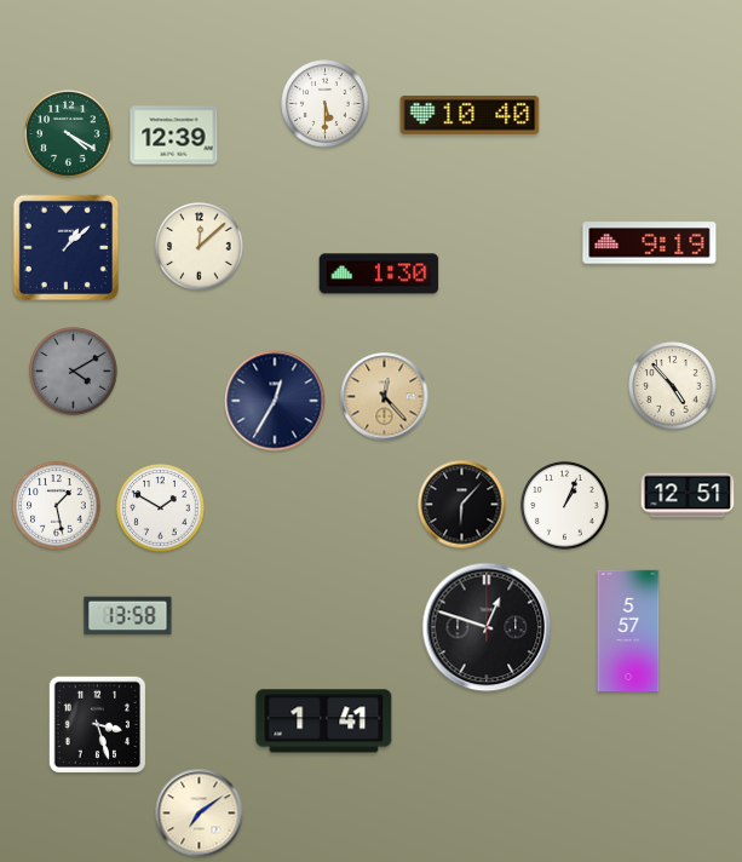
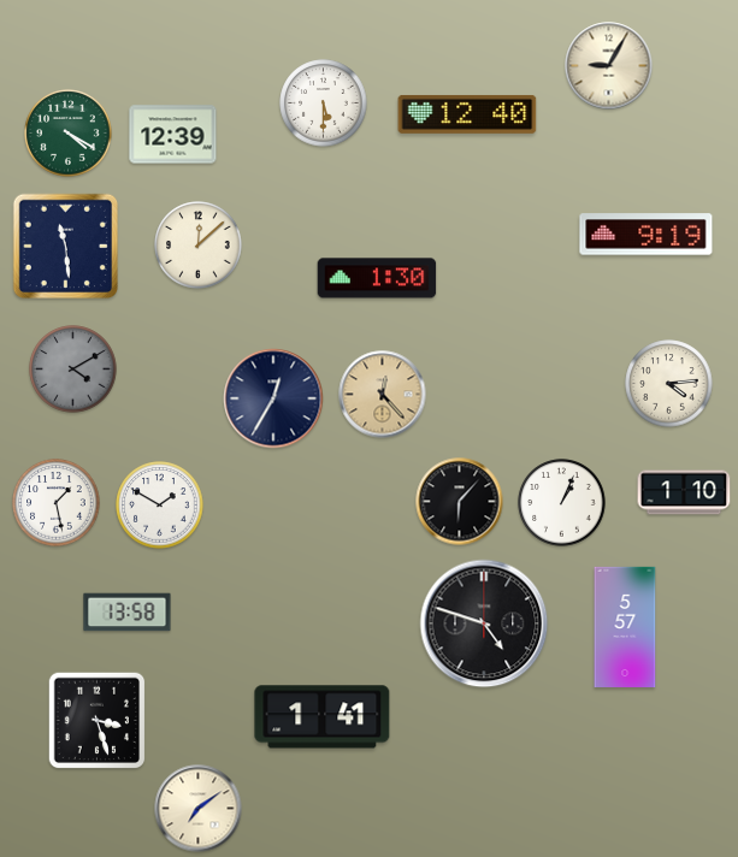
clock at (609, 66): none -> 9:05
clock at (470, 115): 10:40 -> 12:40
clock at (650, 243) position: (650, 243) -> (647, 235)
clock at (67, 248): 1:08 -> 11:29
clock at (379, 274) position: (379, 274) -> (377, 278)
clock at (673, 386): 4:53 -> 4:14
clock at (688, 495): 12:51 -> 1:10
clock at (487, 627): 12:48 -> 4:48
